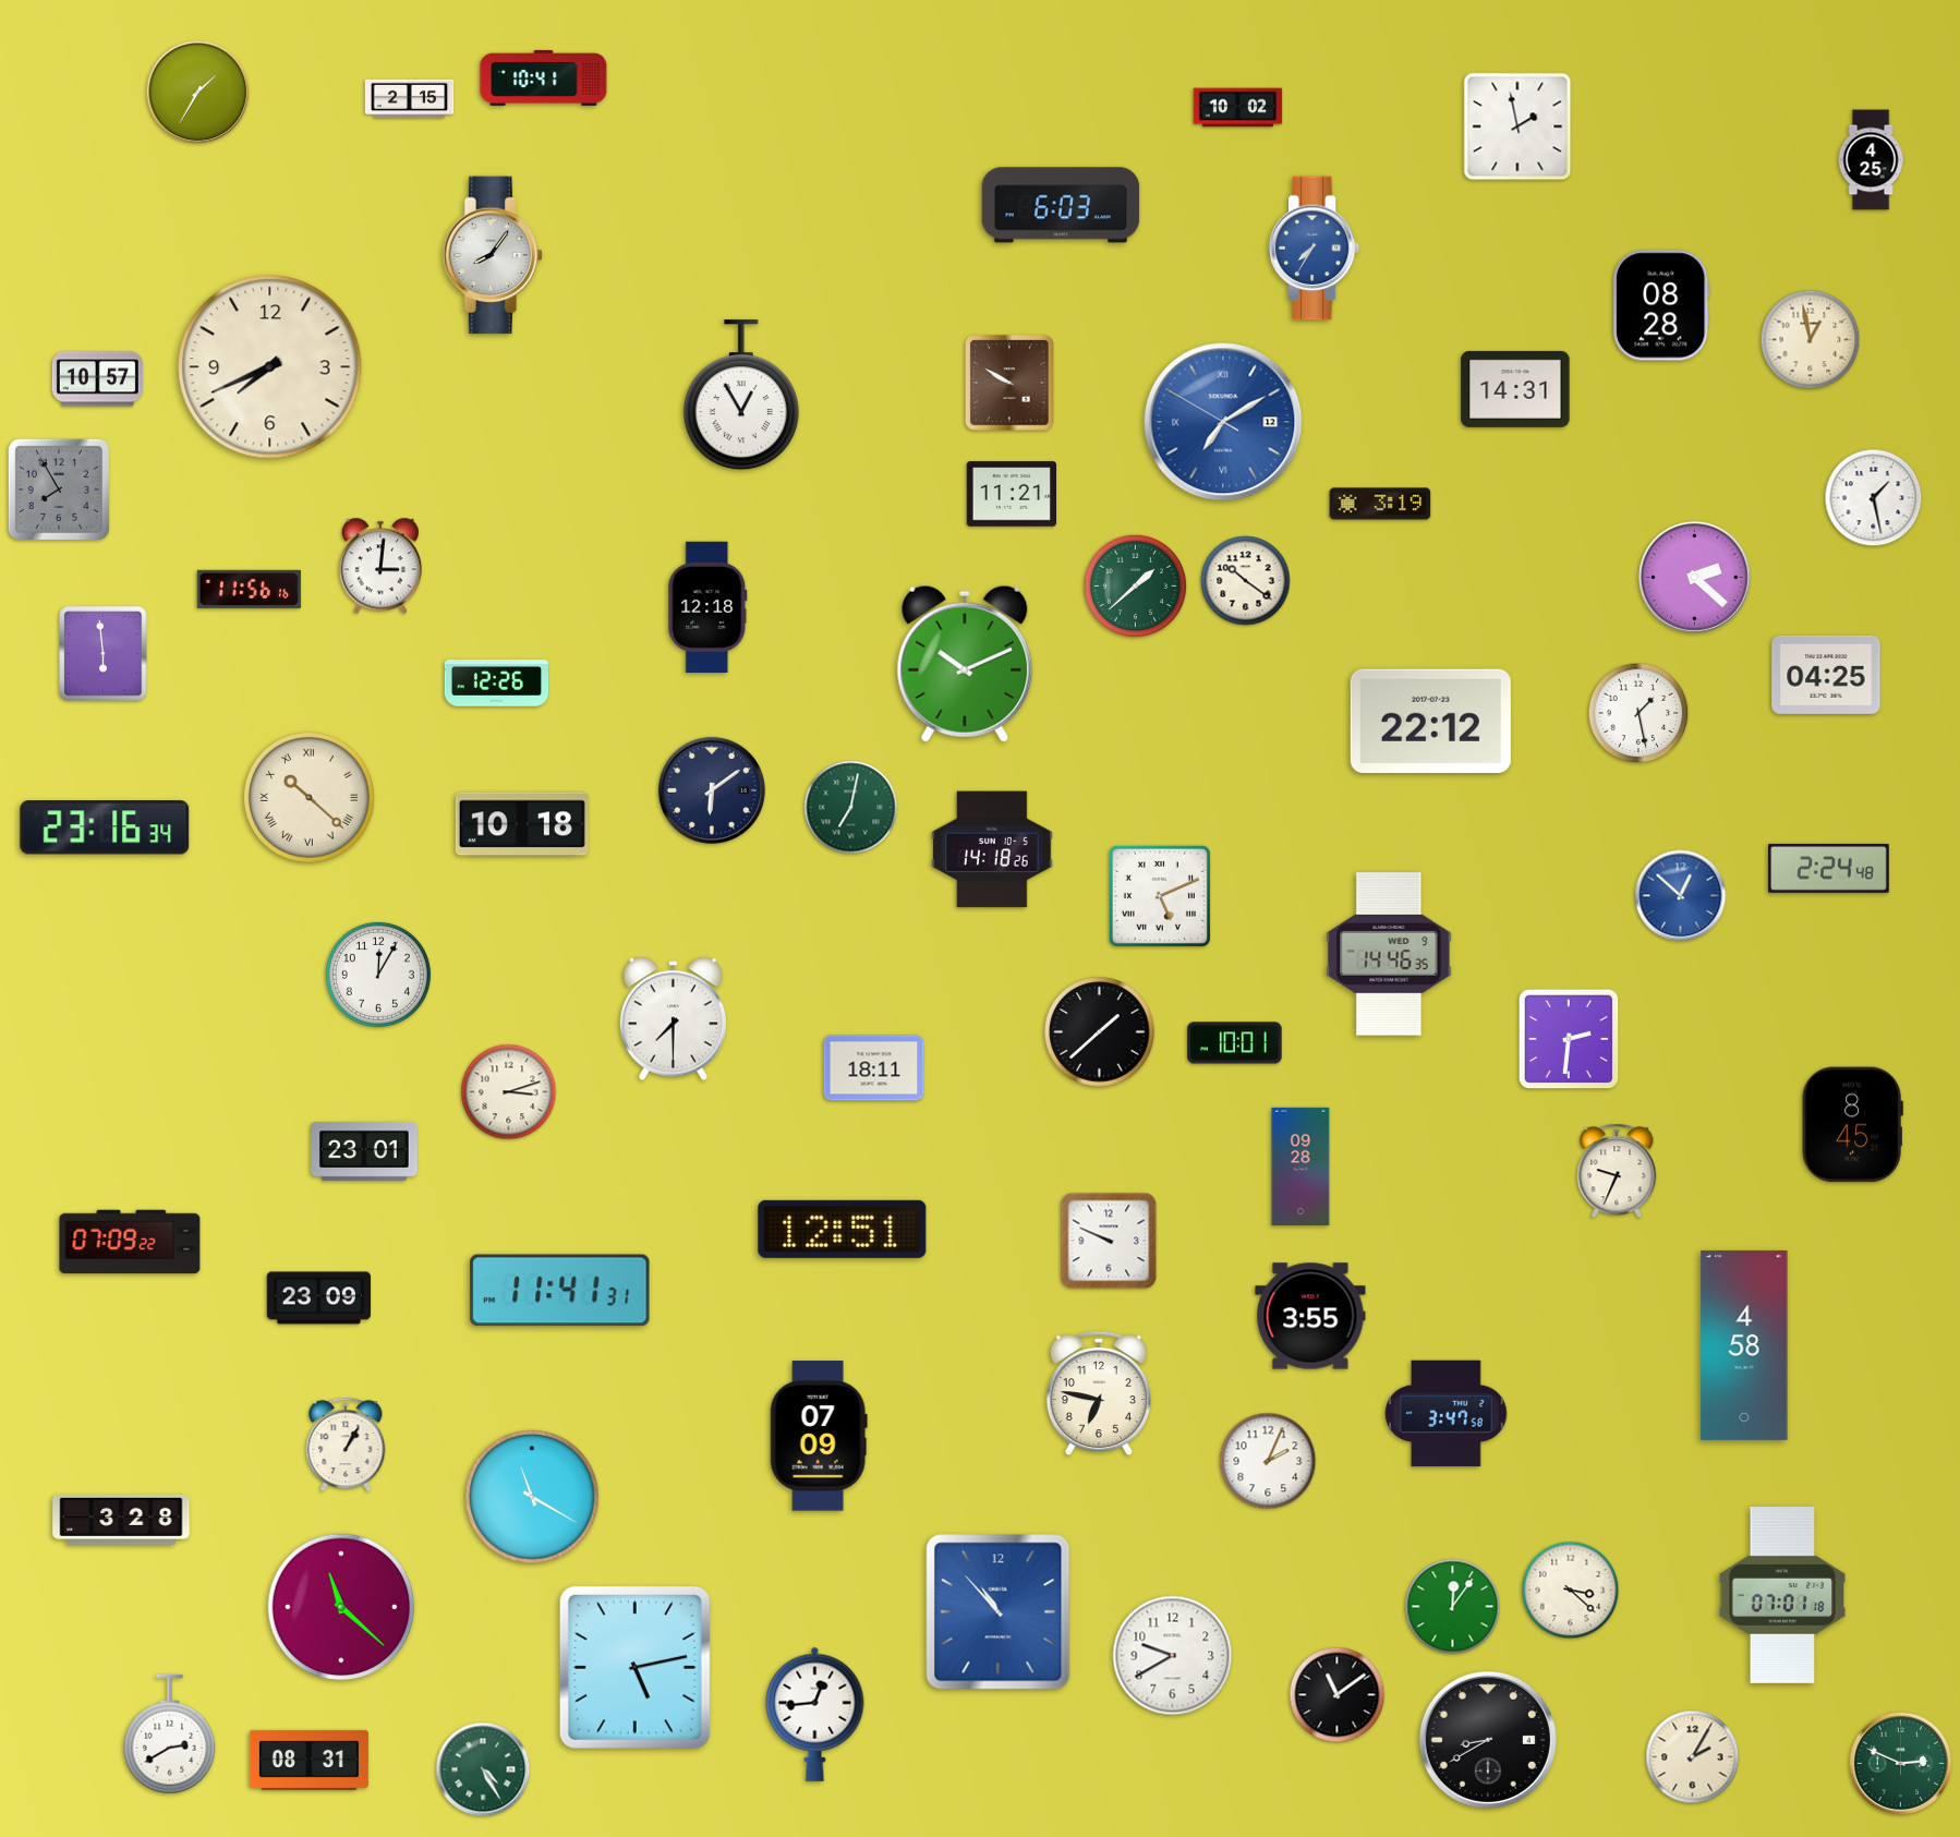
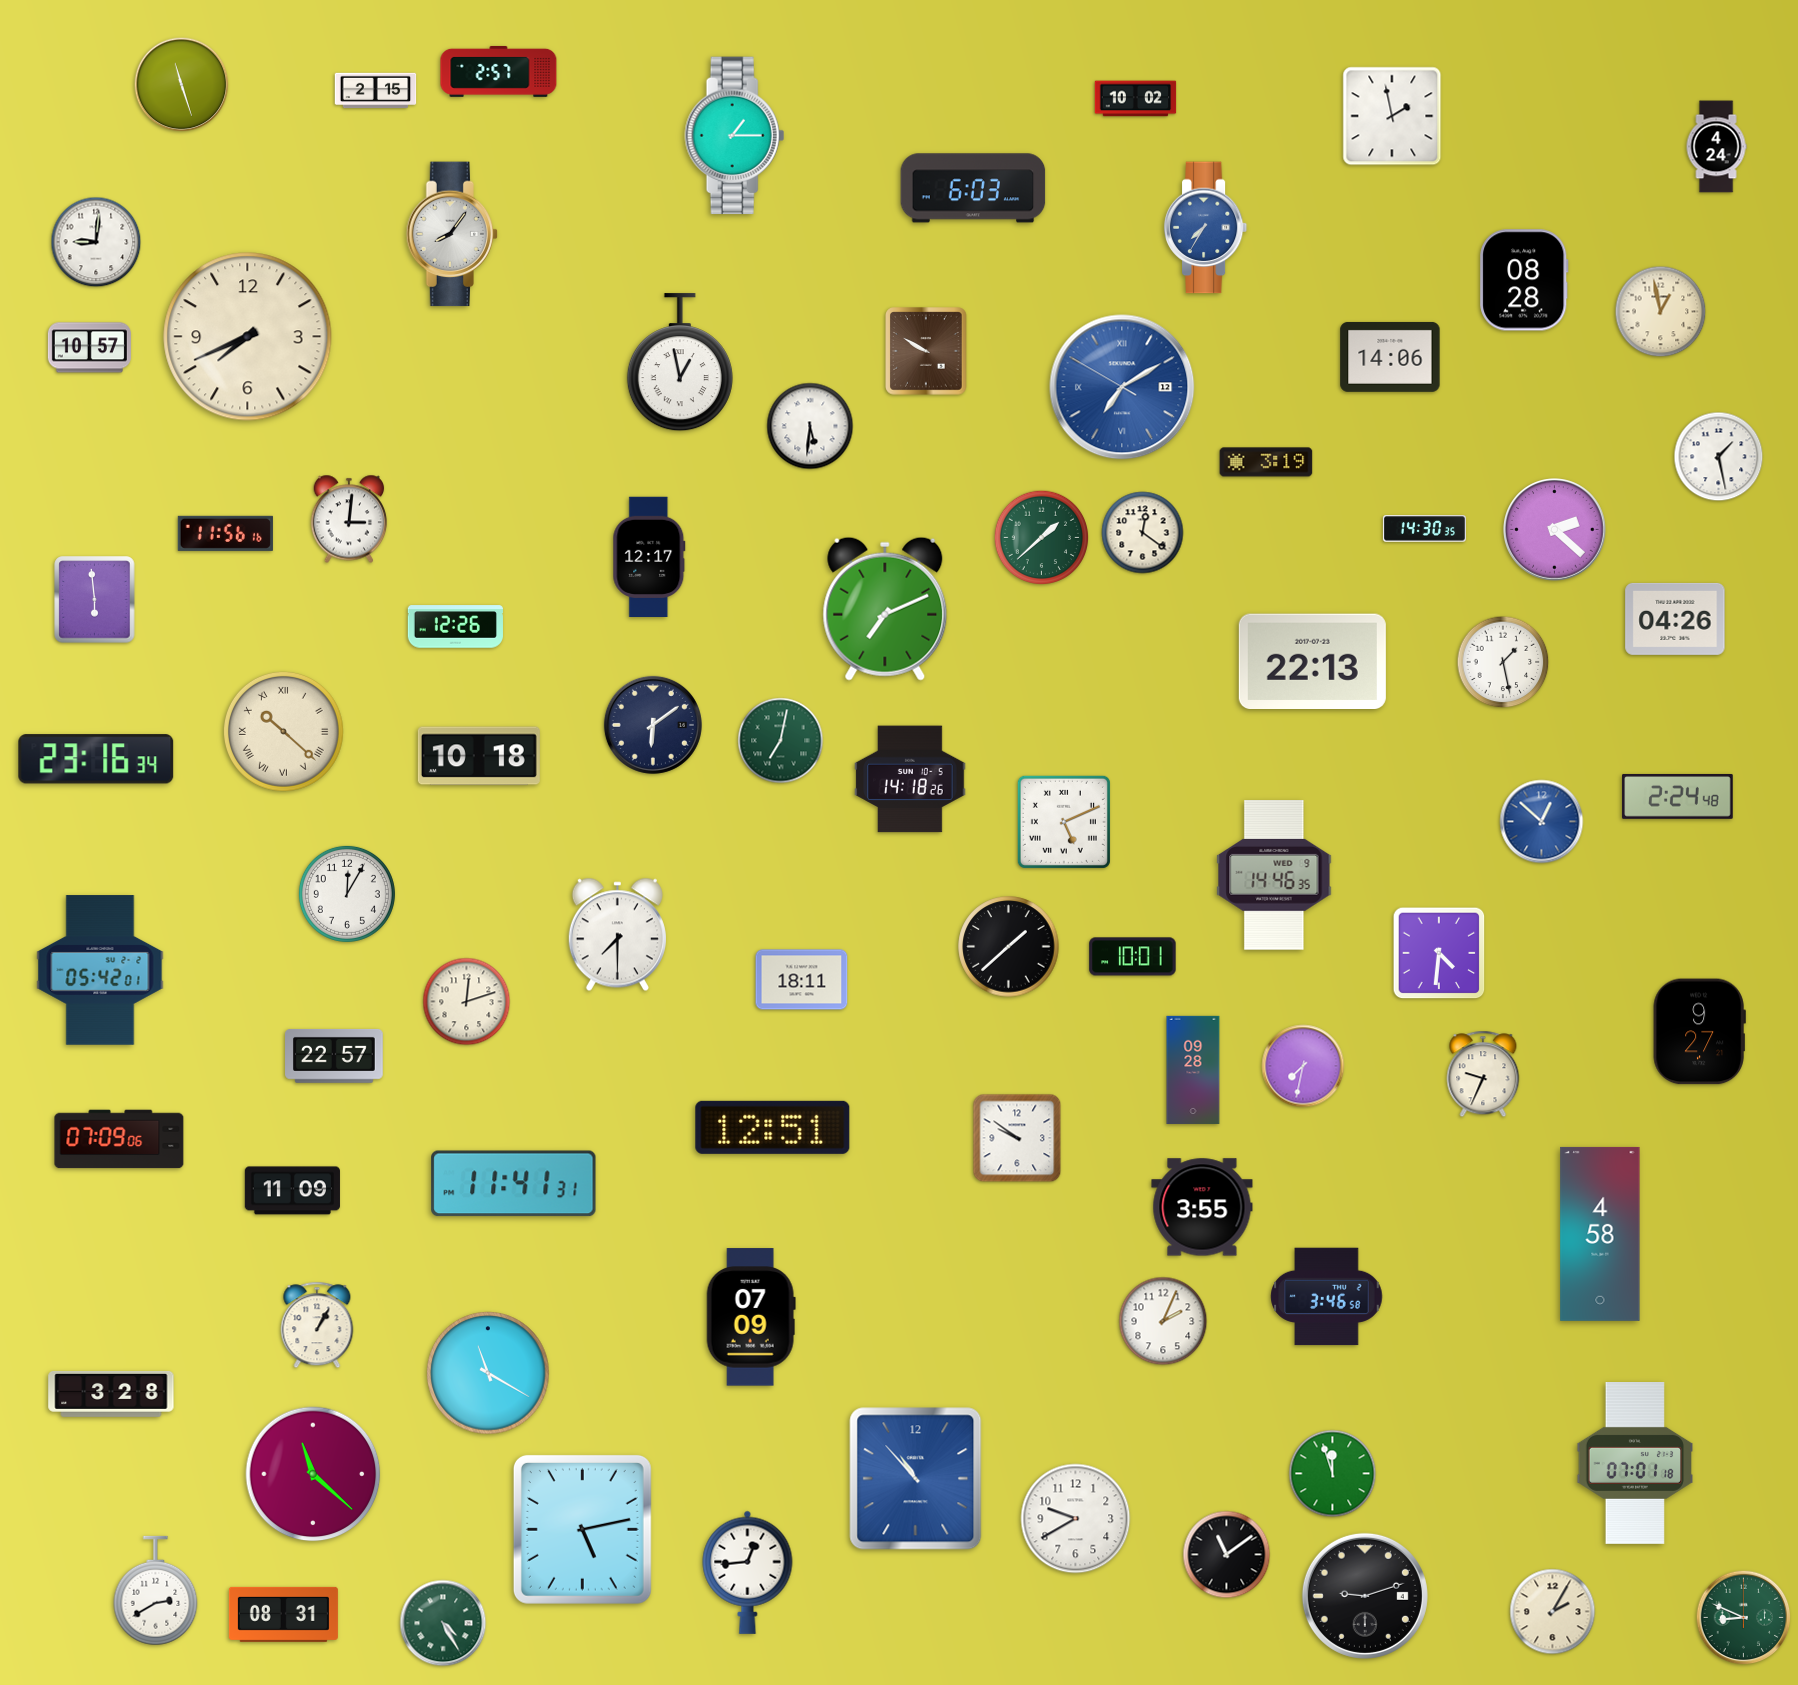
clock at (544, 77): 10:41 -> 2:57
clock at (198, 93): 1:35 -> 11:27
clock at (735, 136): none -> 1:15
clock at (1871, 160): 4:25 -> 4:24
clock at (96, 242): none -> 9:01
clock at (1515, 389): 14:31 -> 14:06
clock at (741, 396): 12:55 -> 12:58
clock at (810, 426): none -> 5:31
clock at (59, 490): 7:55 -> none
clock at (1011, 494): 11:21 -> none
clock at (1424, 529): none -> 14:30
clock at (1246, 581): 10:21 -> 12:21
clock at (249, 589) position: (249, 589) -> (225, 533)
clock at (707, 606): 12:18 -> 12:17
clock at (965, 664): 10:11 -> 7:11
clock at (1826, 675): 04:25 -> 04:26
clock at (1638, 713) position: (1638, 713) -> (1503, 662)
clock at (1430, 722): 22:12 -> 22:13
clock at (1569, 1039): 2:31 -> 4:31
clock at (100, 970): none -> 05:42
clock at (509, 1092): 3:12 -> 12:12
clock at (1852, 1125): 8:45 -> 9:27
clock at (365, 1151): 23:01 -> 22:57
clock at (1303, 1066): none -> 7:32
clock at (1109, 1241): 9:49 -> 9:51
clock at (130, 1242): 07:09:22 -> 07:09:06
clock at (318, 1298): 23:09 -> 11:09
clock at (1099, 1393): 6:47 -> none
clock at (1447, 1414): 3:47 -> 3:46
clock at (1268, 1461) position: (1268, 1461) -> (1163, 1321)
clock at (1571, 1591): 3:22 -> none
clock at (1453, 1607): 12:06 -> 11:57
clock at (1488, 1740): 8:40 -> 9:12
clock at (1901, 1764): 2:49 -> 8:49
